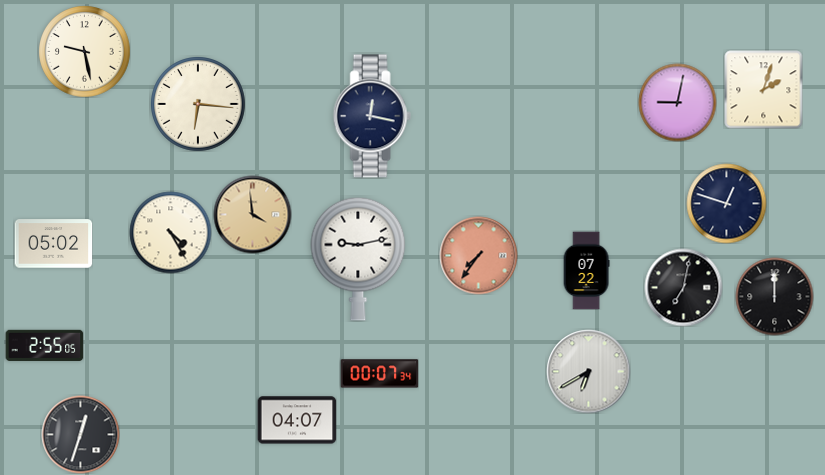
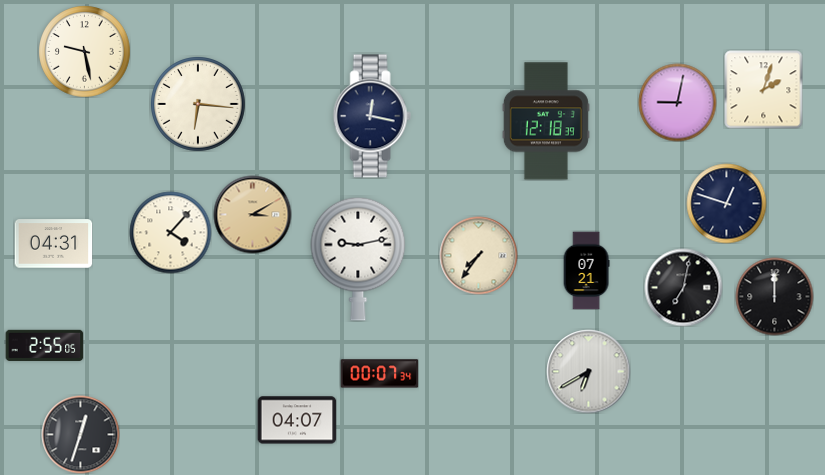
clock at (546, 121): none -> 12:18
clock at (252, 214): 3:59 -> 3:10
clock at (170, 232): 4:25 -> 4:07
clock at (53, 244): 05:02 -> 04:31
clock at (478, 255) dial: salmon -> cream
clock at (586, 270): 07:22 -> 07:21
